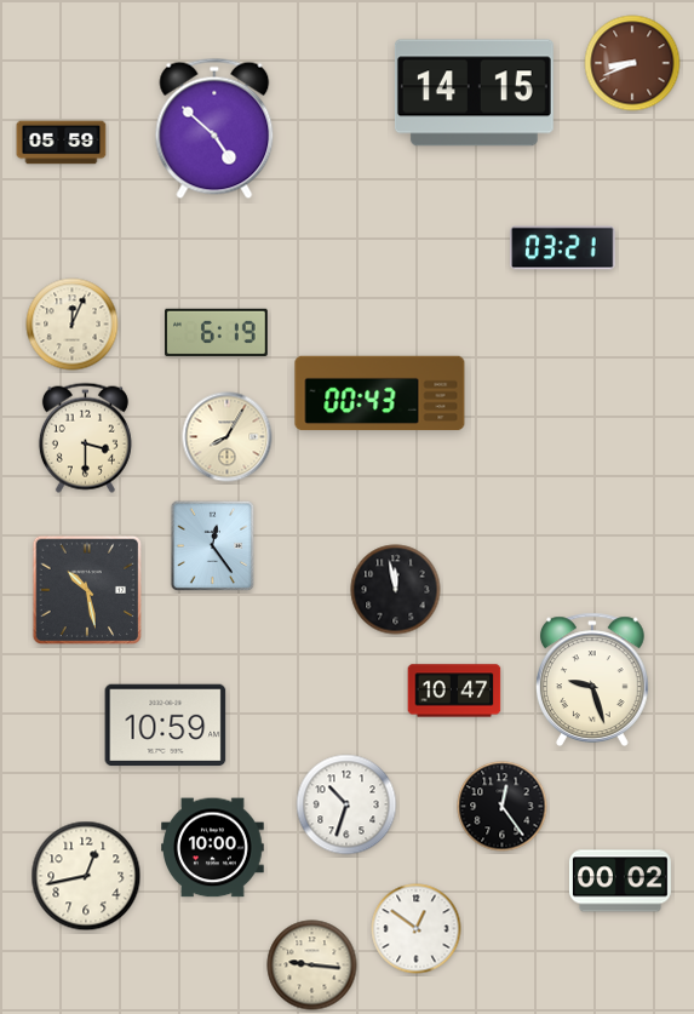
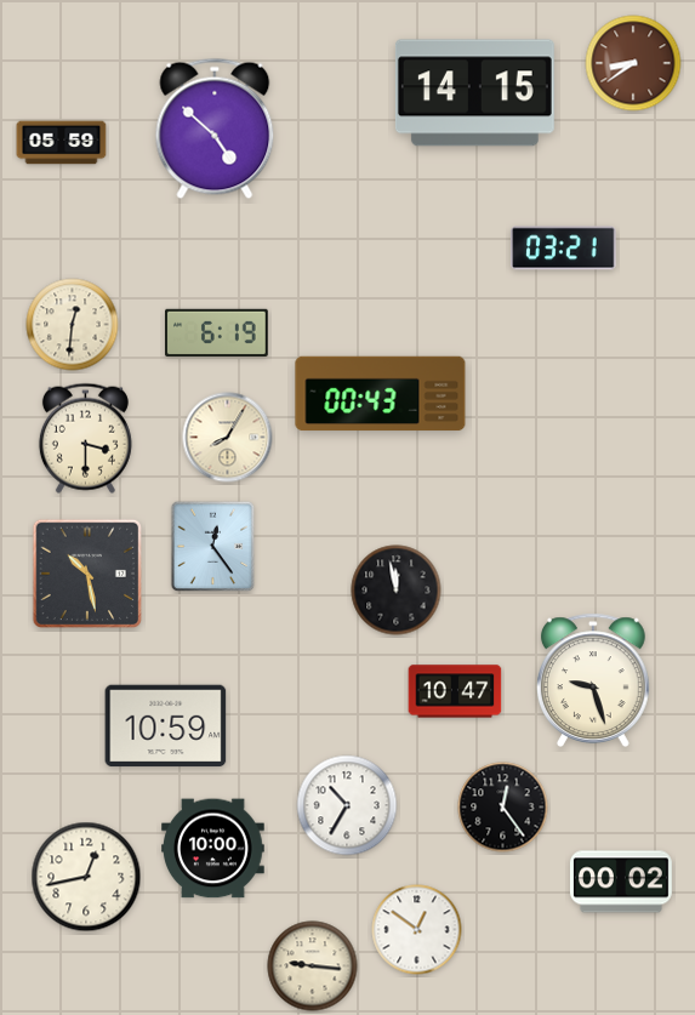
clock at (632, 63): 8:41 -> 8:39
clock at (73, 325): 12:04 -> 12:31
clock at (87, 590) position: (87, 590) -> (87, 574)
clock at (346, 804): 10:33 -> 10:35
